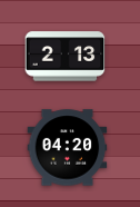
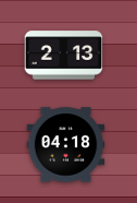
clock at (68, 148): 04:20 -> 04:18
